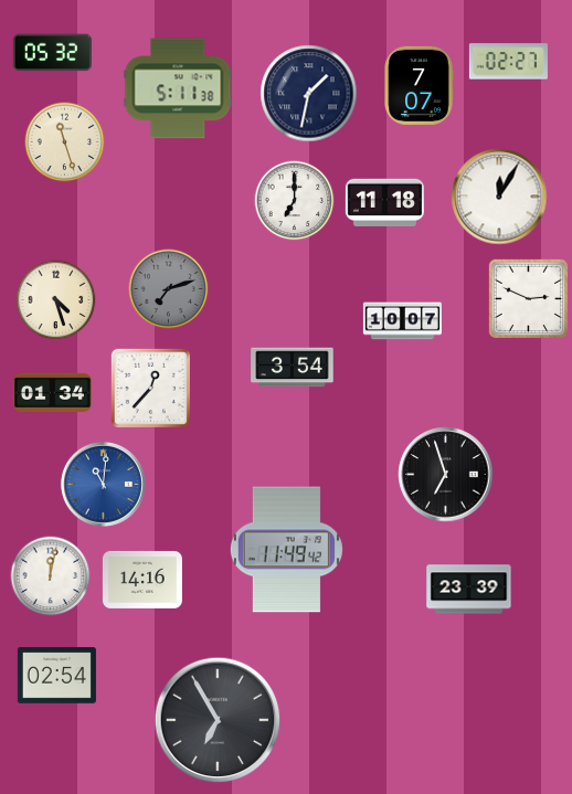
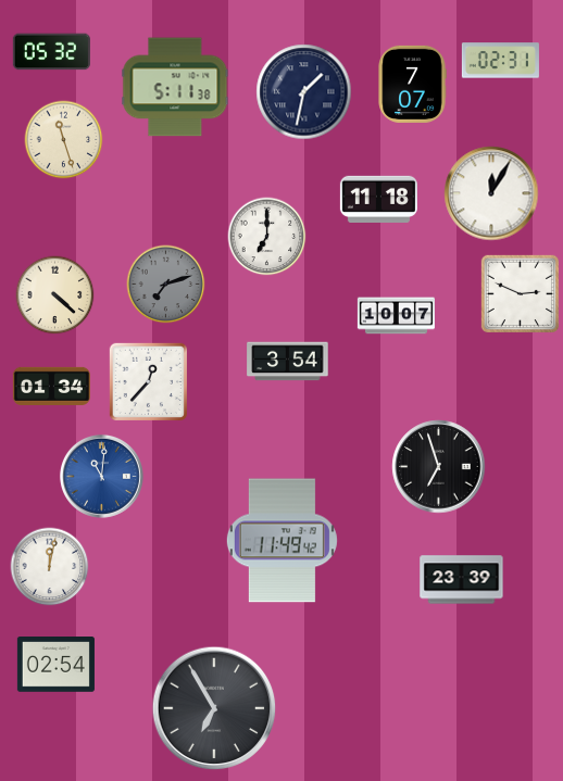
clock at (508, 62): 02:27 -> 02:31
clock at (295, 201) position: (295, 201) -> (267, 237)
clock at (56, 300): 4:27 -> 4:22
clock at (142, 580): 14:16 -> none
